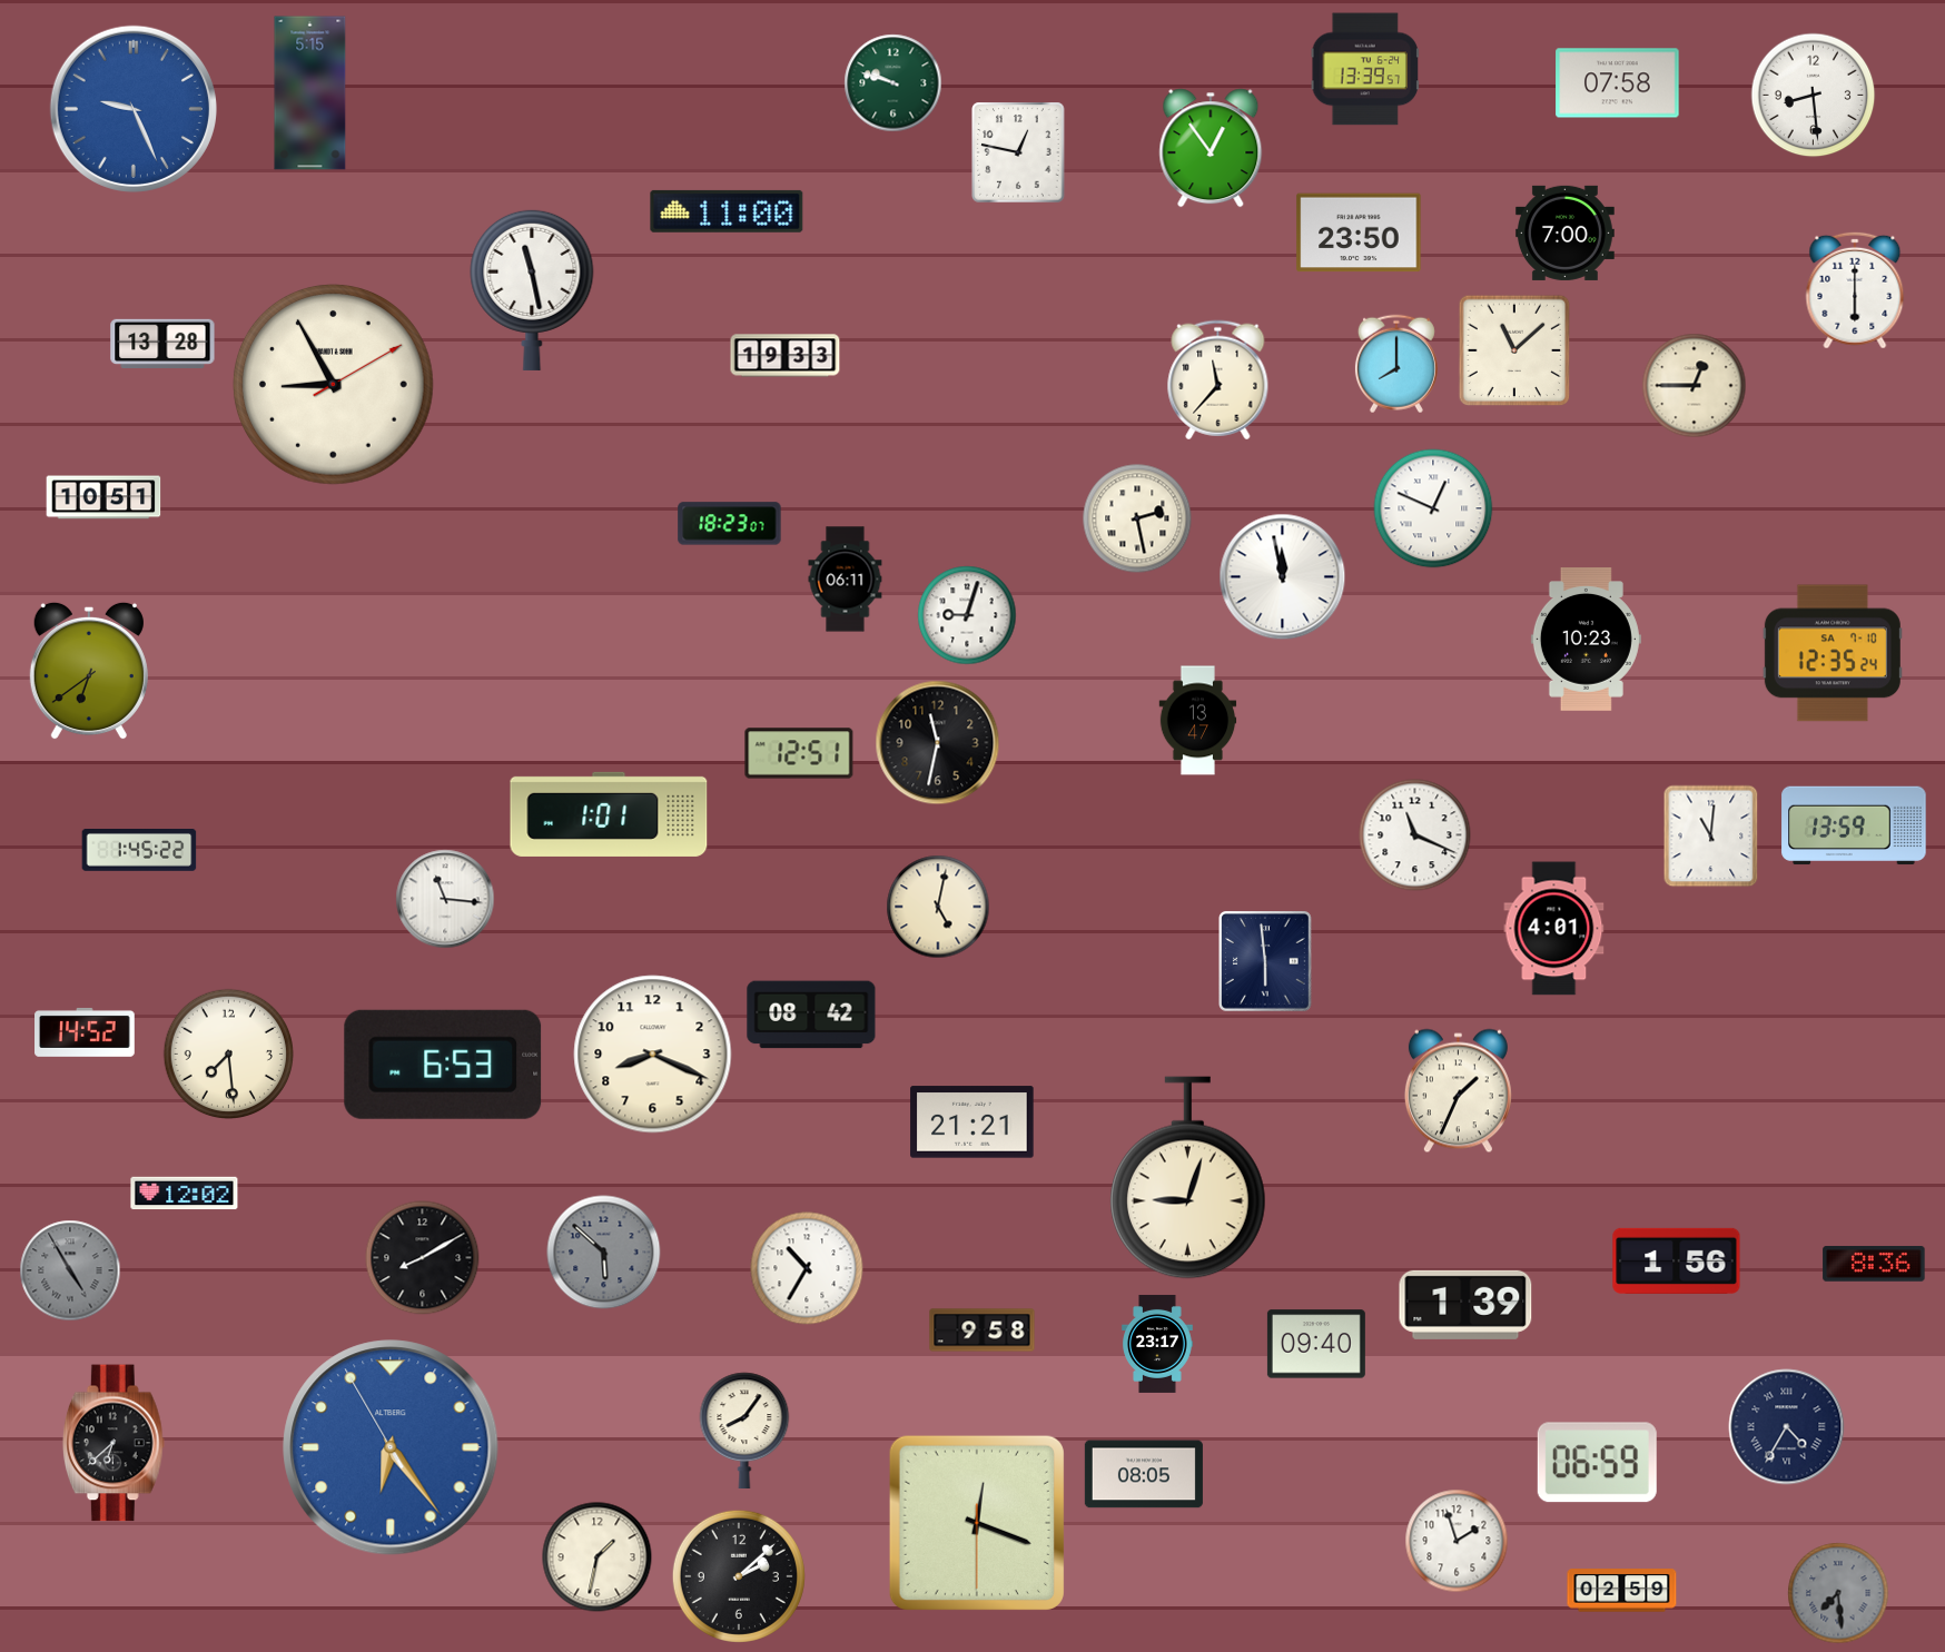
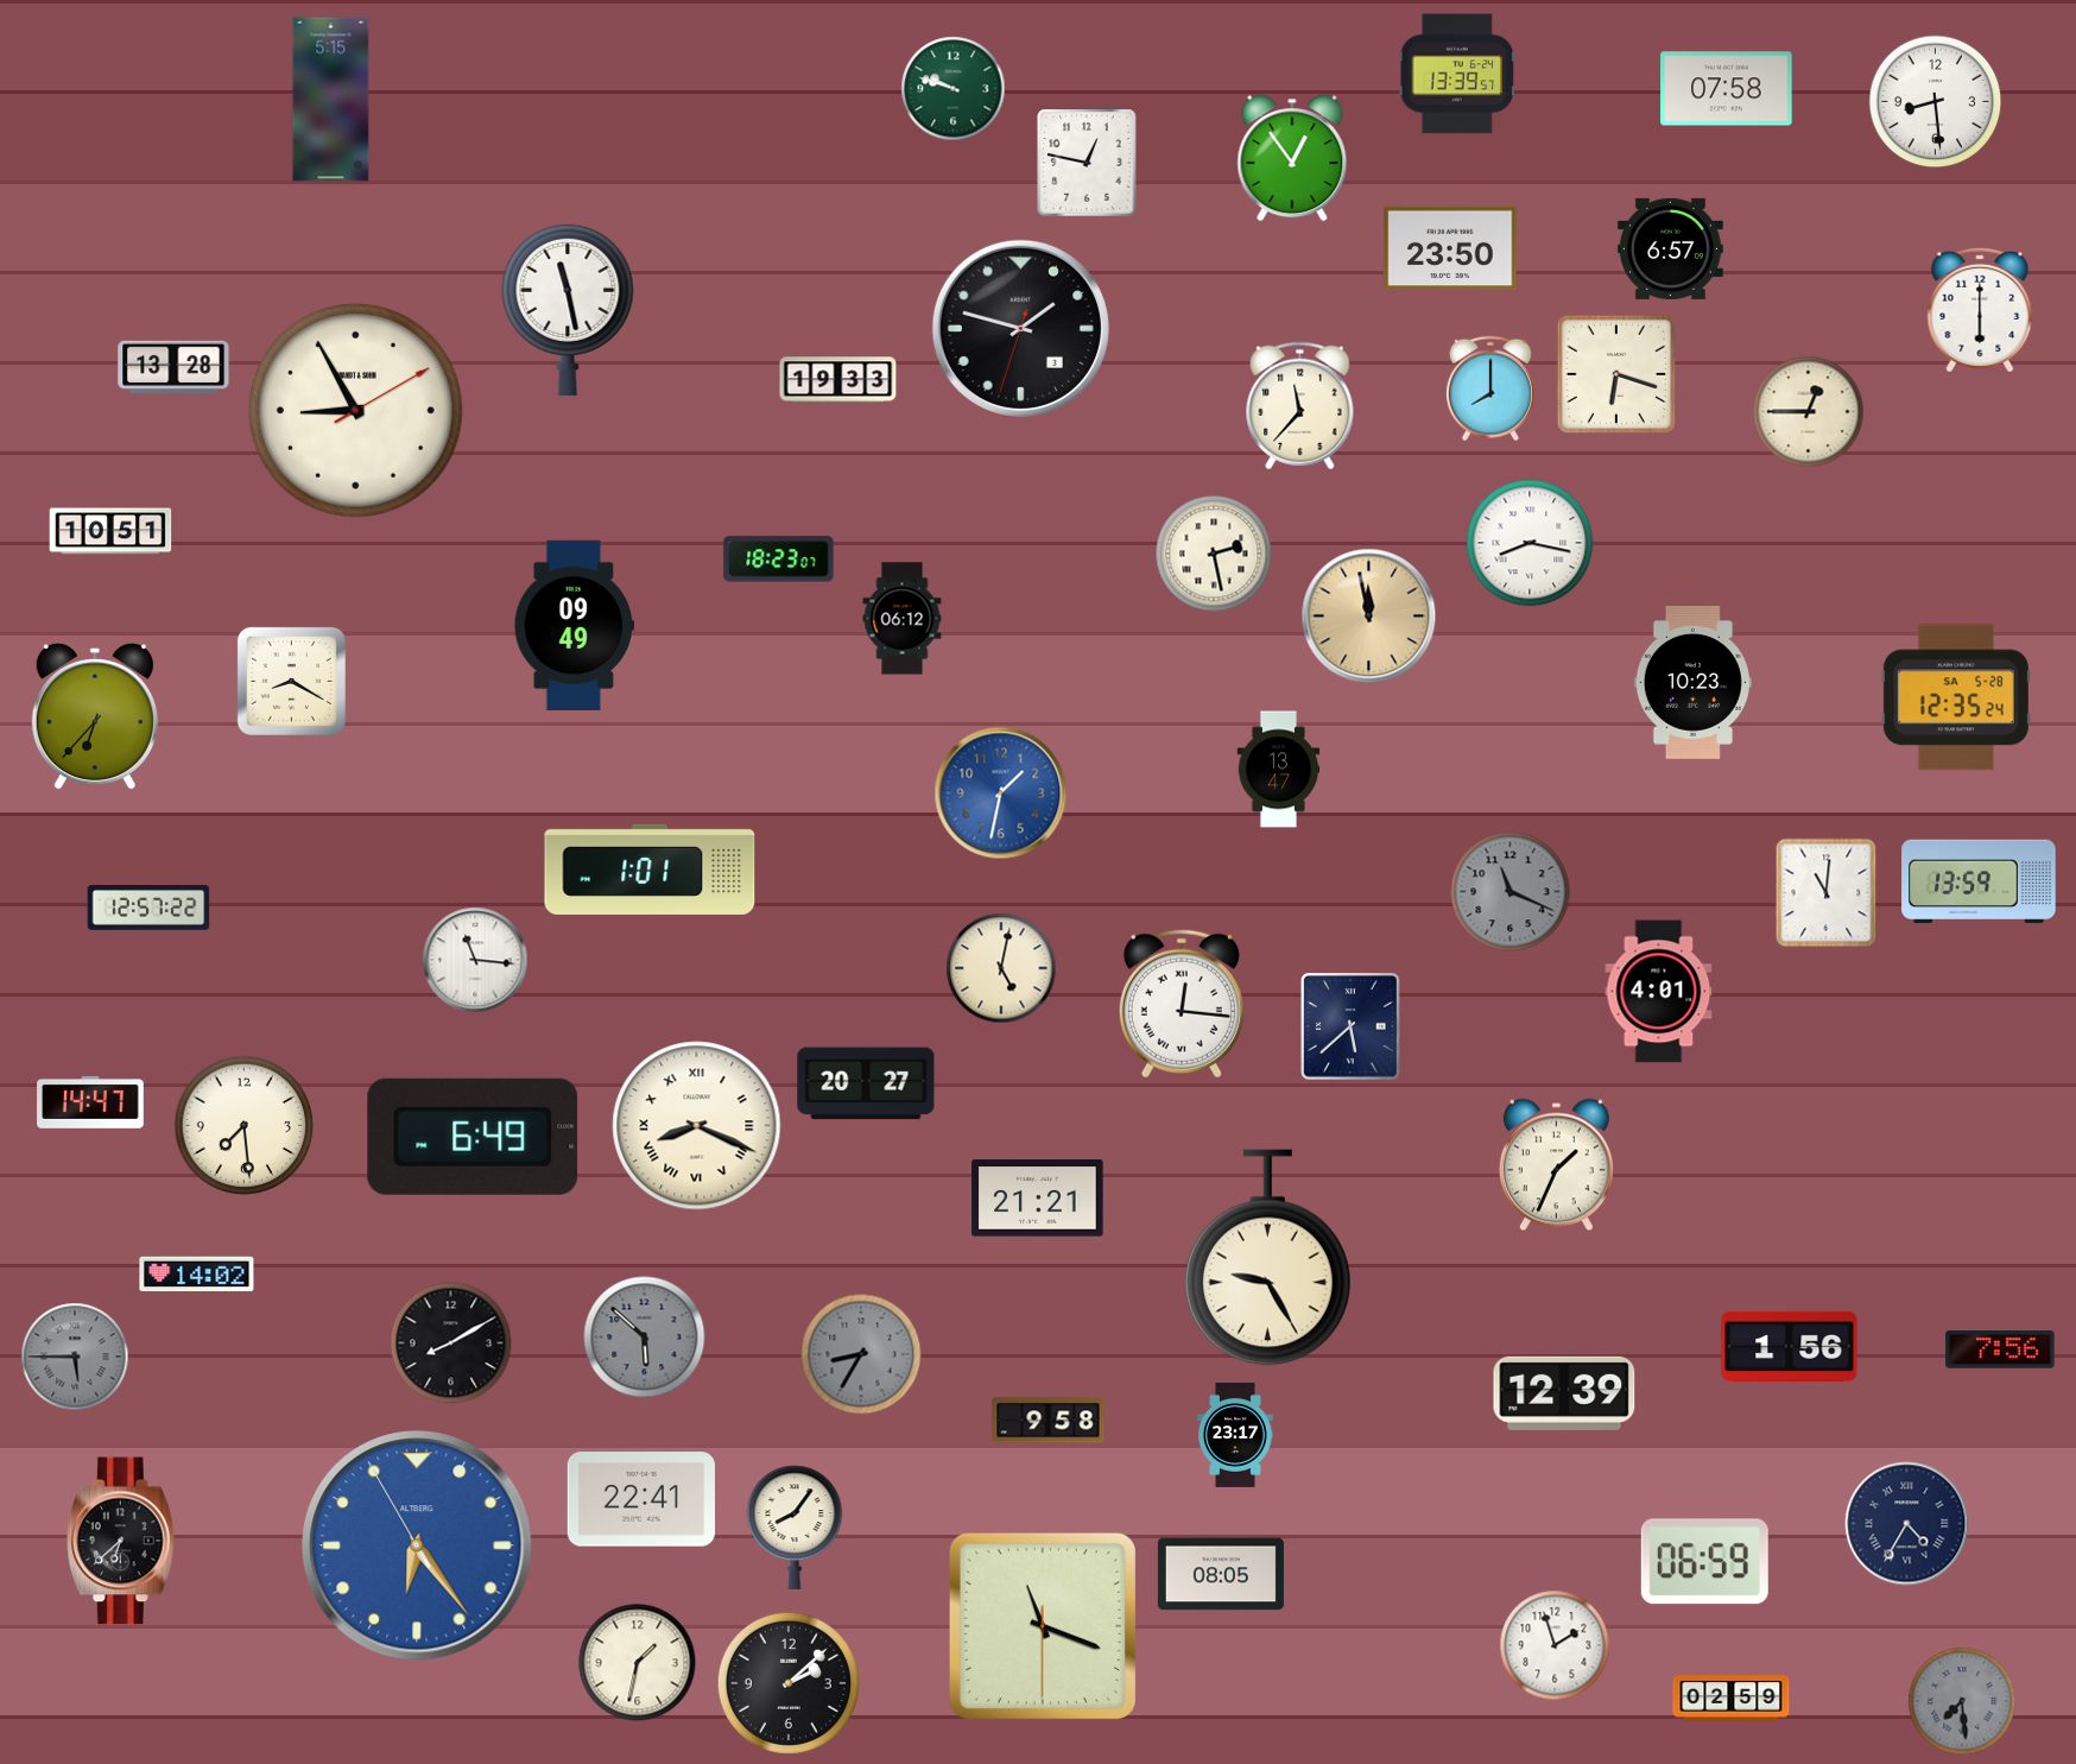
clock at (134, 109): 9:26 -> none
clock at (727, 211): 11:00 -> none
clock at (1564, 233): 7:00 -> 6:57
clock at (1020, 328): none -> 1:47
clock at (1514, 350): 11:08 -> 6:18
clock at (1433, 508): 12:49 -> 8:17
clock at (1283, 577) dial: white -> champagne
clock at (846, 580): 06:11 -> 06:12
clock at (575, 625): none -> 09:49
clock at (967, 615): 9:03 -> none
clock at (291, 681): none -> 8:20
clock at (1833, 653) date: SA 7-10 -> SA 5-28
clock at (89, 671): 6:39 -> 6:37
clock at (938, 743): 11:32 -> 1:32
clock at (938, 743) dial: black -> blue
clock at (799, 753): 12:51 -> none
clock at (1415, 835) dial: white -> grey
clock at (139, 851): 1:45 -> 12:57
clock at (1182, 1004): none -> 12:16
clock at (1266, 962): 5:59 -> 5:38
clock at (811, 1015): 08:42 -> 20:27
clock at (85, 1032): 14:52 -> 14:47
clock at (653, 1055) numerals: Arabic -> Roman
clock at (443, 1065): 6:53 -> 6:49
clock at (1187, 1178): 9:03 -> 9:25
clock at (185, 1194): 12:02 -> 14:02
clock at (1874, 1264): 8:36 -> 7:56
clock at (807, 1268): 10:35 -> 8:35
clock at (807, 1268) dial: white -> grey
clock at (70, 1270): 4:55 -> 5:45
clock at (1465, 1305): 1:39 -> 12:39
clock at (1316, 1344): 09:40 -> none
clock at (641, 1499): none -> 22:41
clock at (977, 1523): 12:18 -> 11:18
